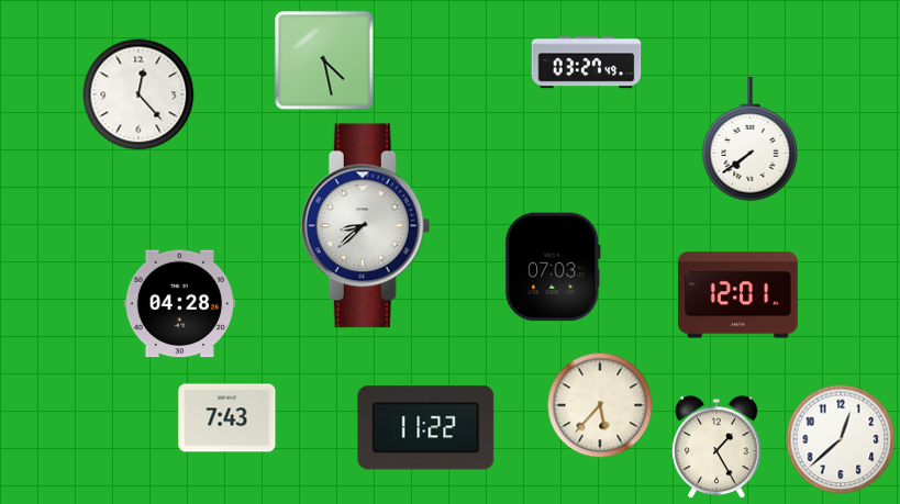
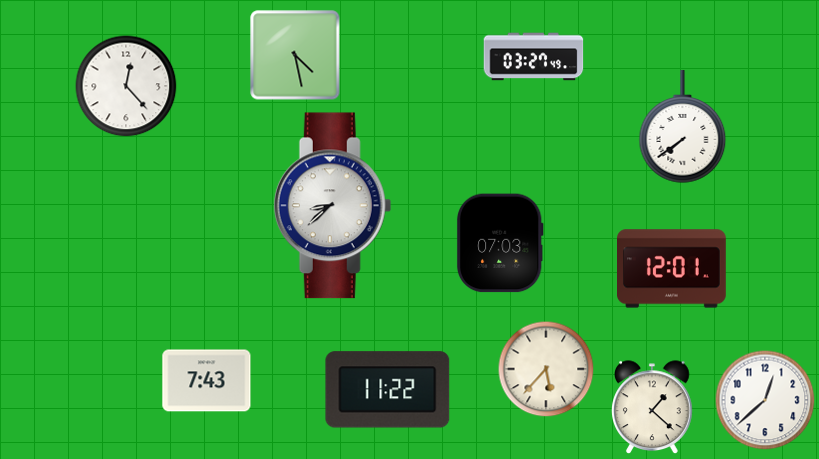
clock at (553, 267) position: (553, 267) -> (500, 243)
clock at (180, 304): 04:28 -> none
clock at (716, 448): 1:25 -> 1:22
